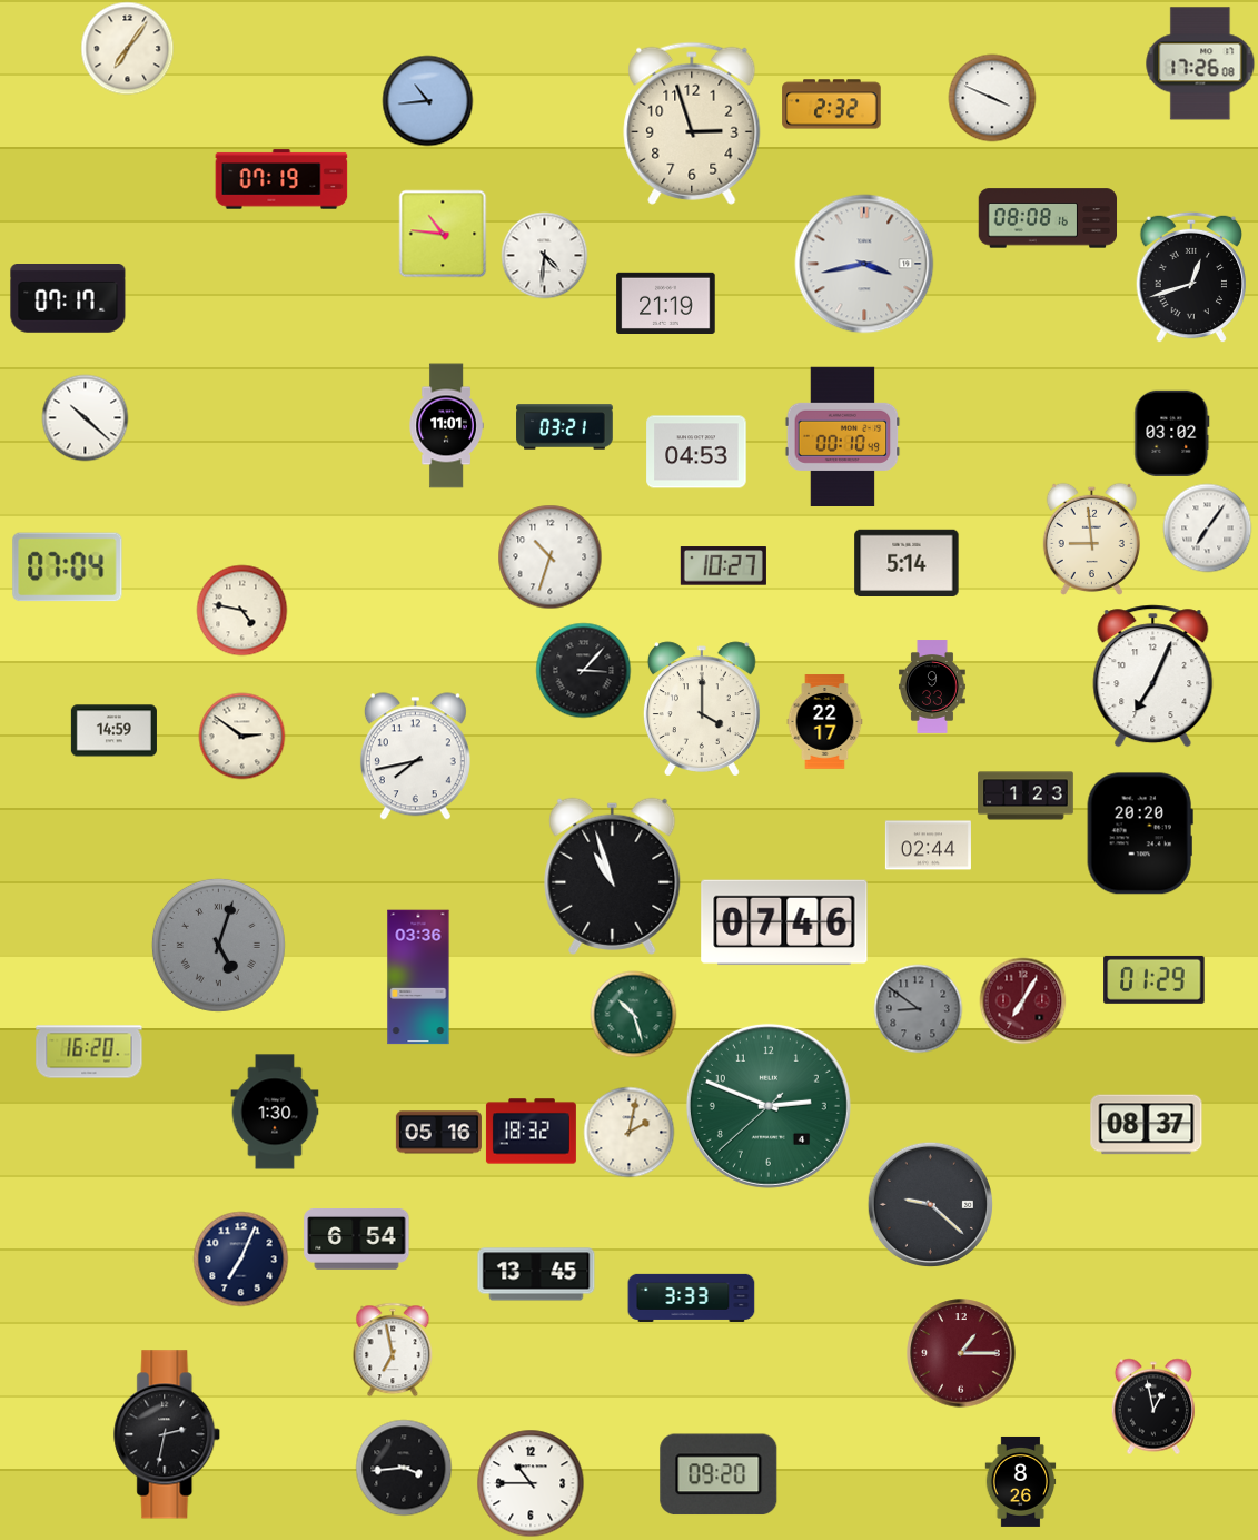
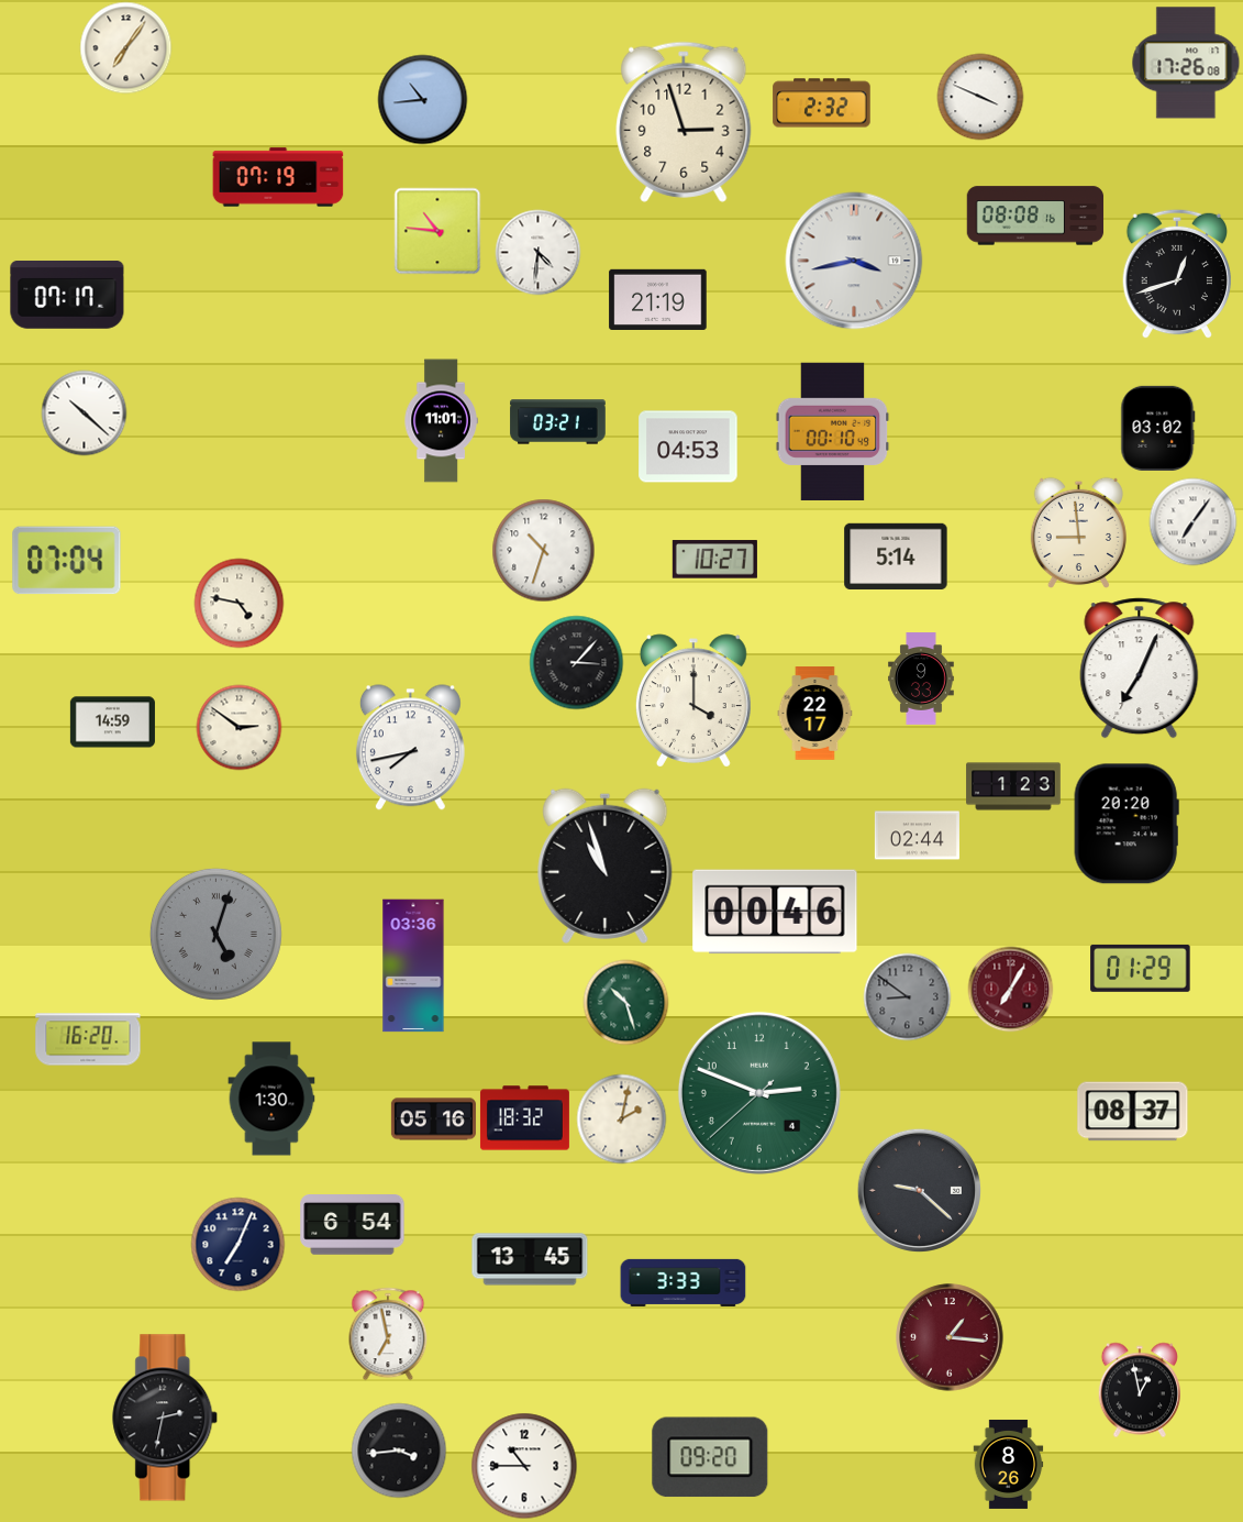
clock at (784, 922): 07:46 -> 00:46
clock at (961, 1353): 1:15 -> 1:16
